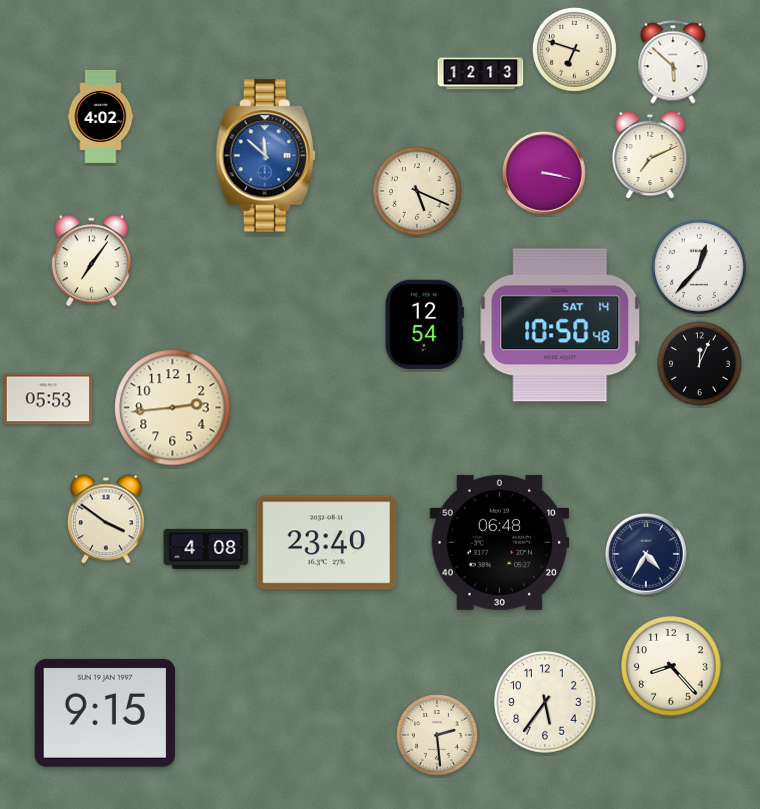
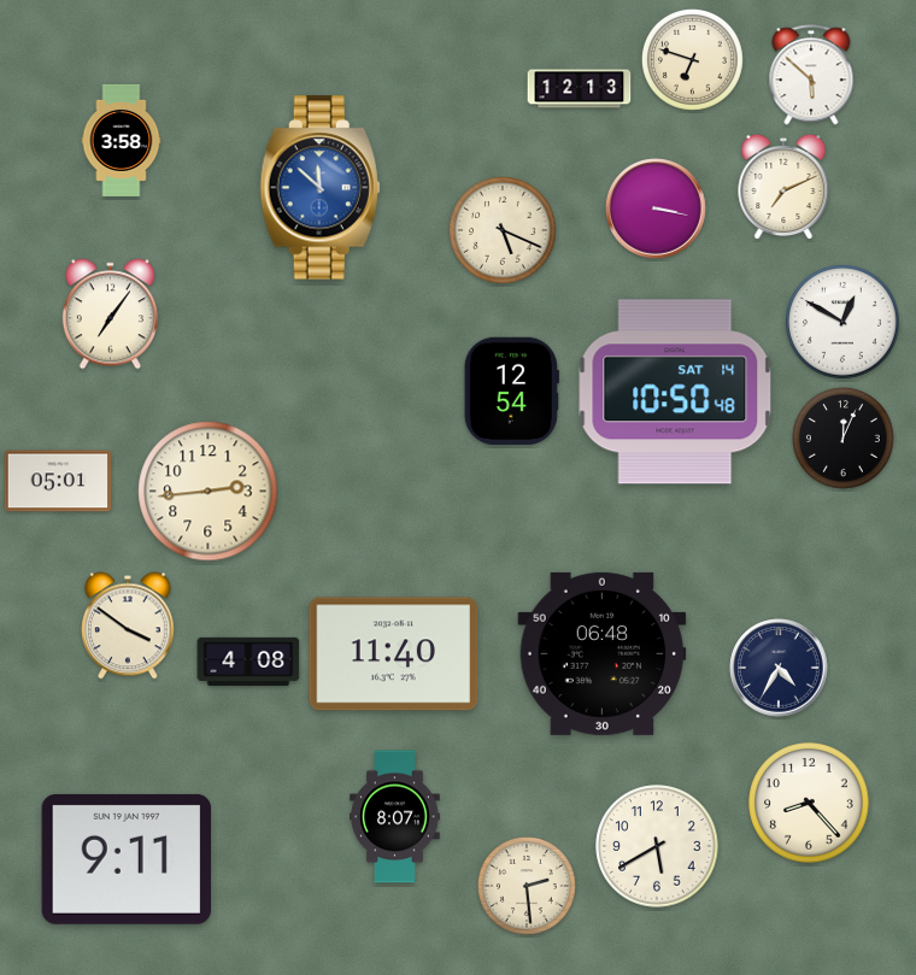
clock at (101, 116): 4:02 -> 3:58
clock at (699, 267): 12:37 -> 12:50
clock at (48, 399): 05:53 -> 05:01
clock at (327, 543): 23:40 -> 11:40
clock at (395, 817): none -> 8:07
clock at (545, 702): 5:36 -> 5:40
clock at (105, 713): 9:15 -> 9:11
